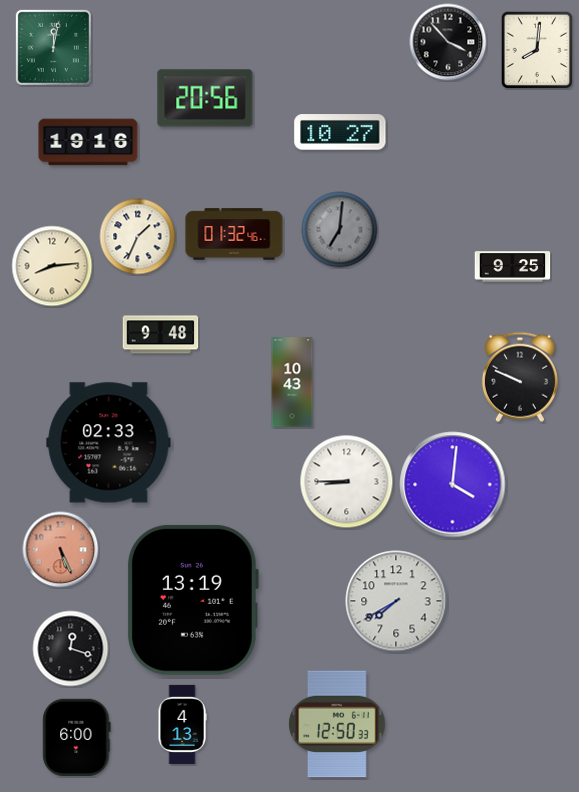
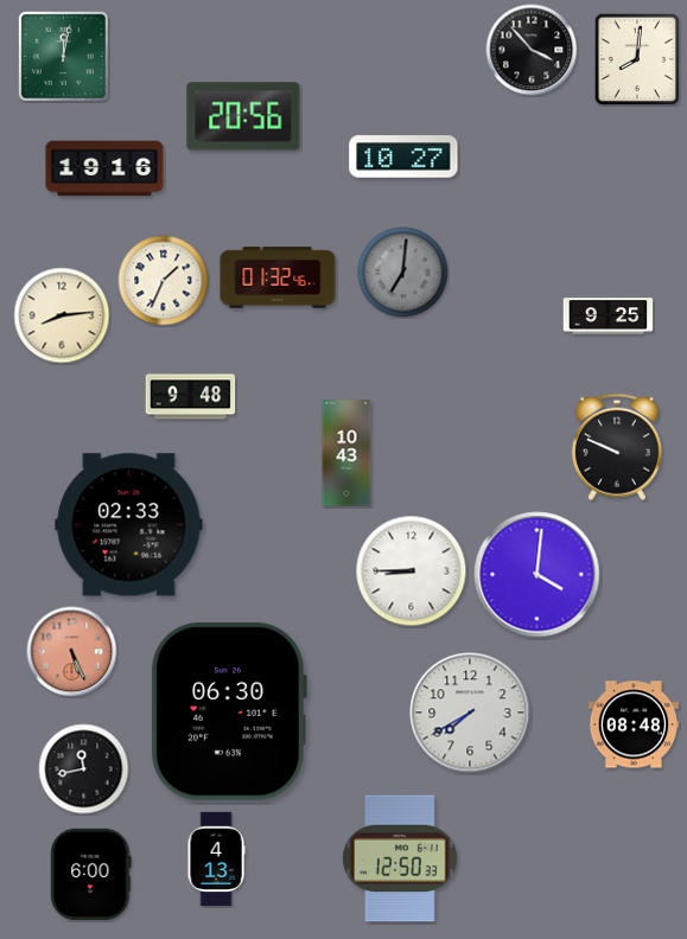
clock at (192, 600): 13:19 -> 06:30
clock at (634, 724): none -> 08:48
clock at (71, 649): 12:18 -> 11:43
